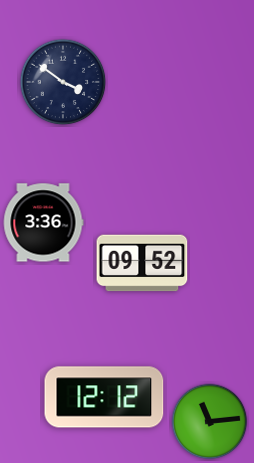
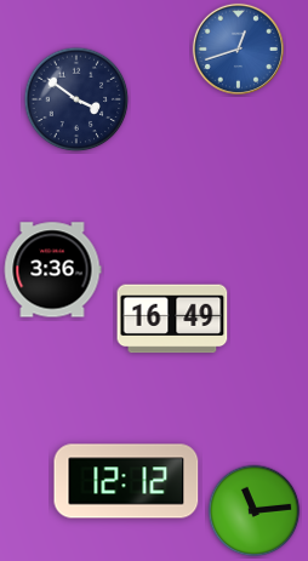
clock at (238, 48): none -> 12:42
clock at (142, 263): 09:52 -> 16:49
